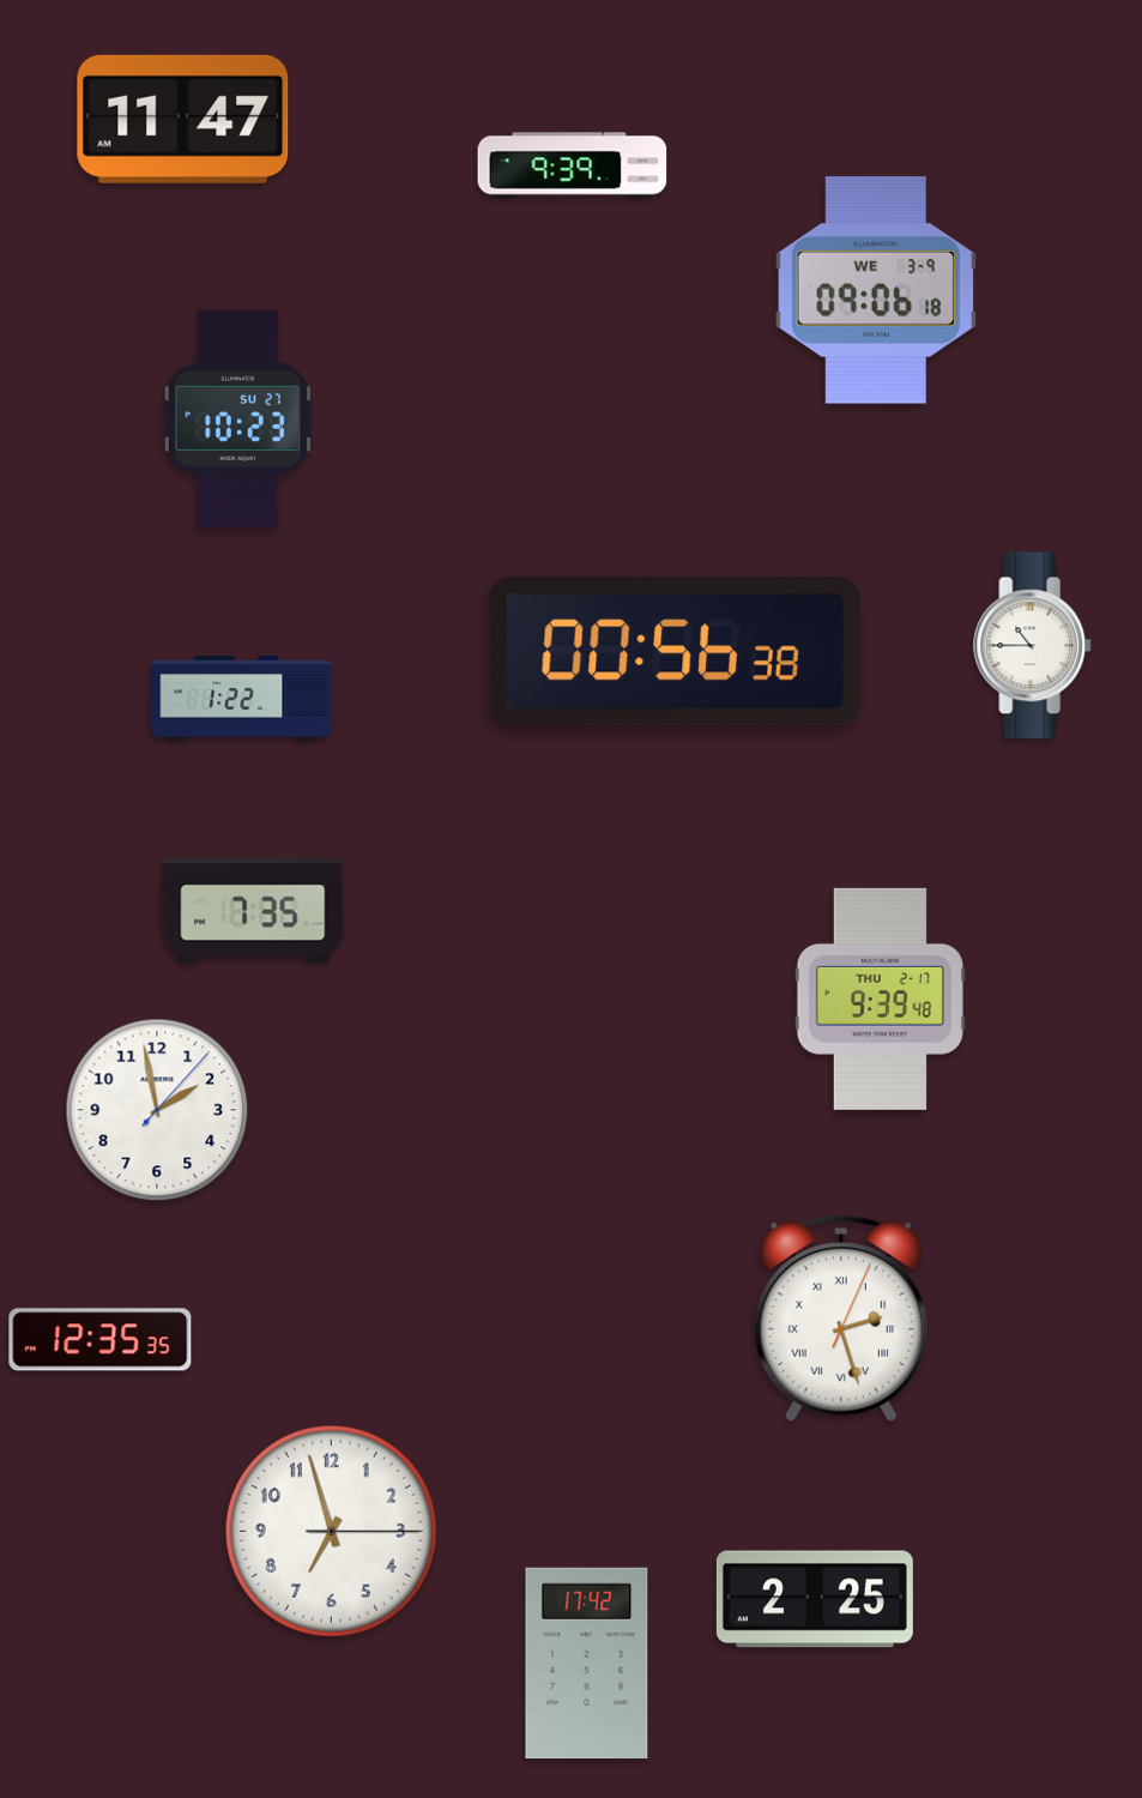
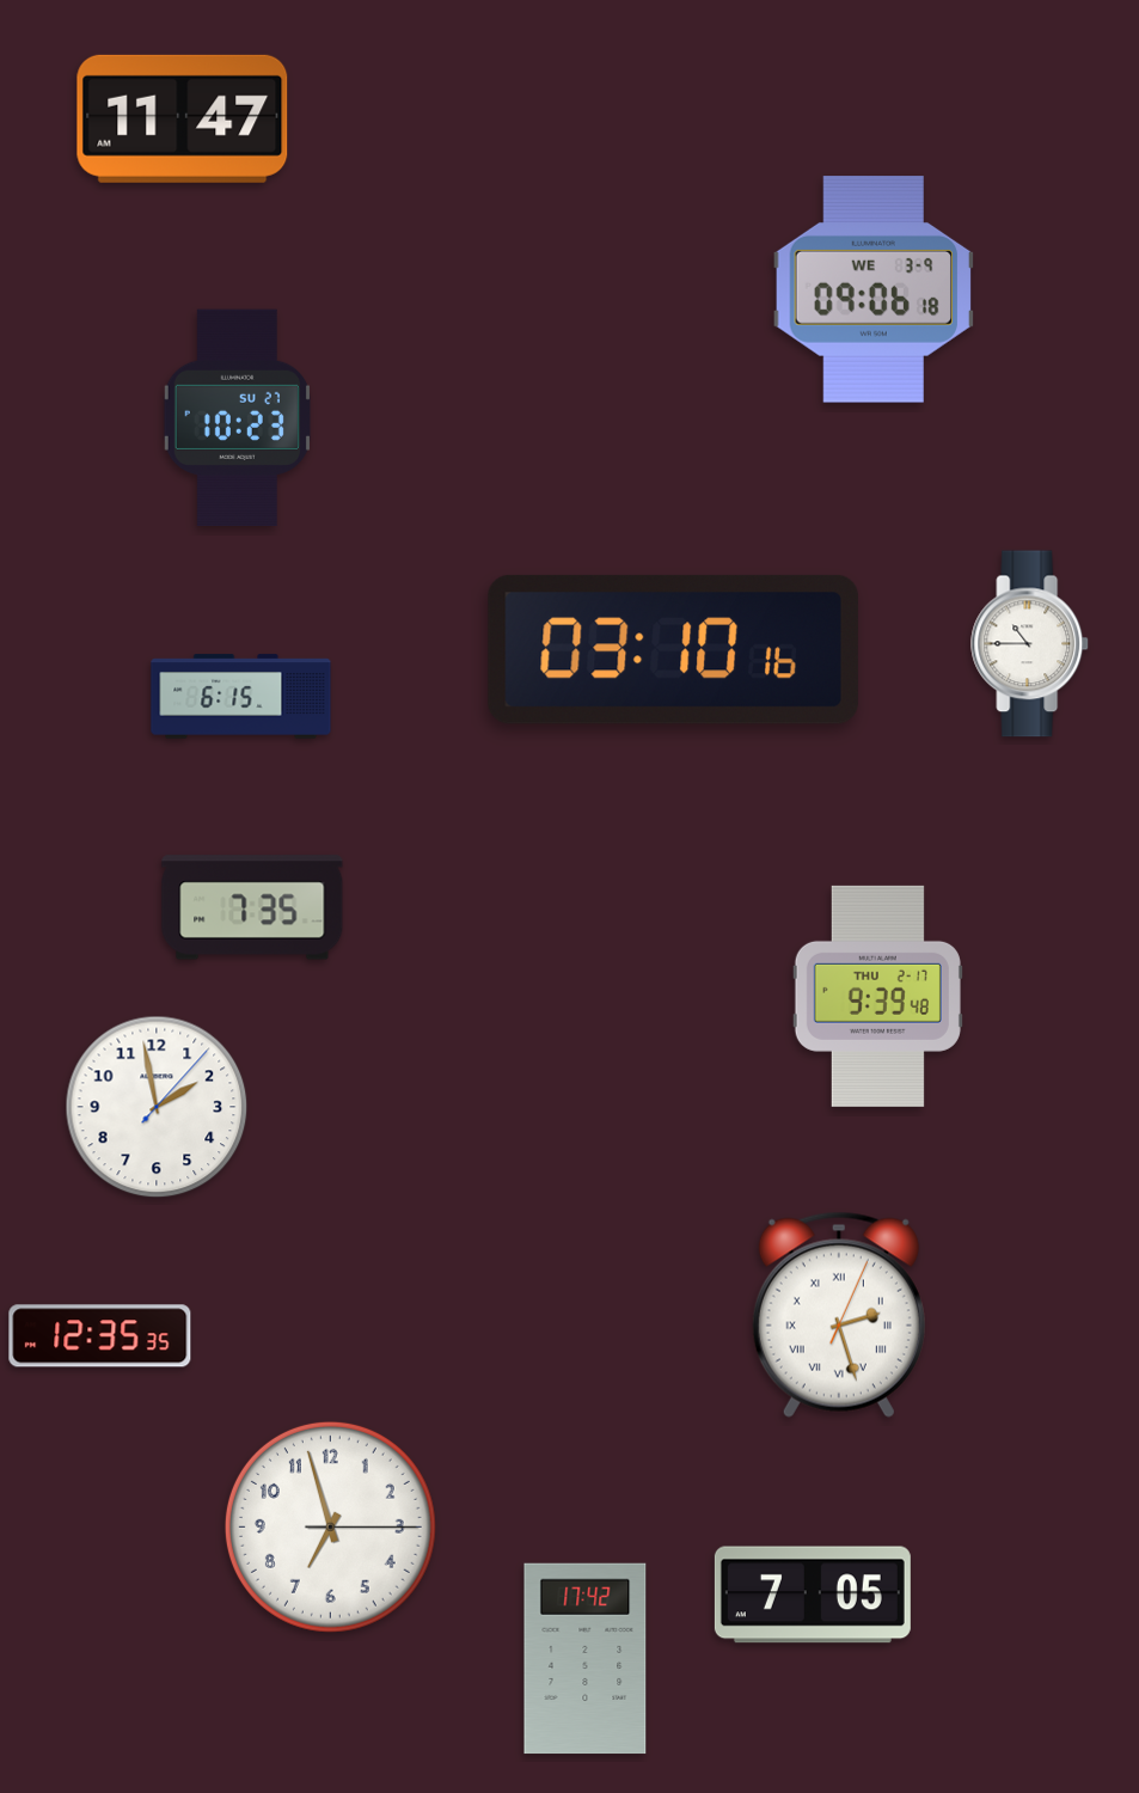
clock at (573, 165): 9:39 -> none
clock at (675, 651): 00:56 -> 03:10
clock at (242, 699): 1:22 -> 6:15
clock at (815, 1599): 2:25 -> 7:05
